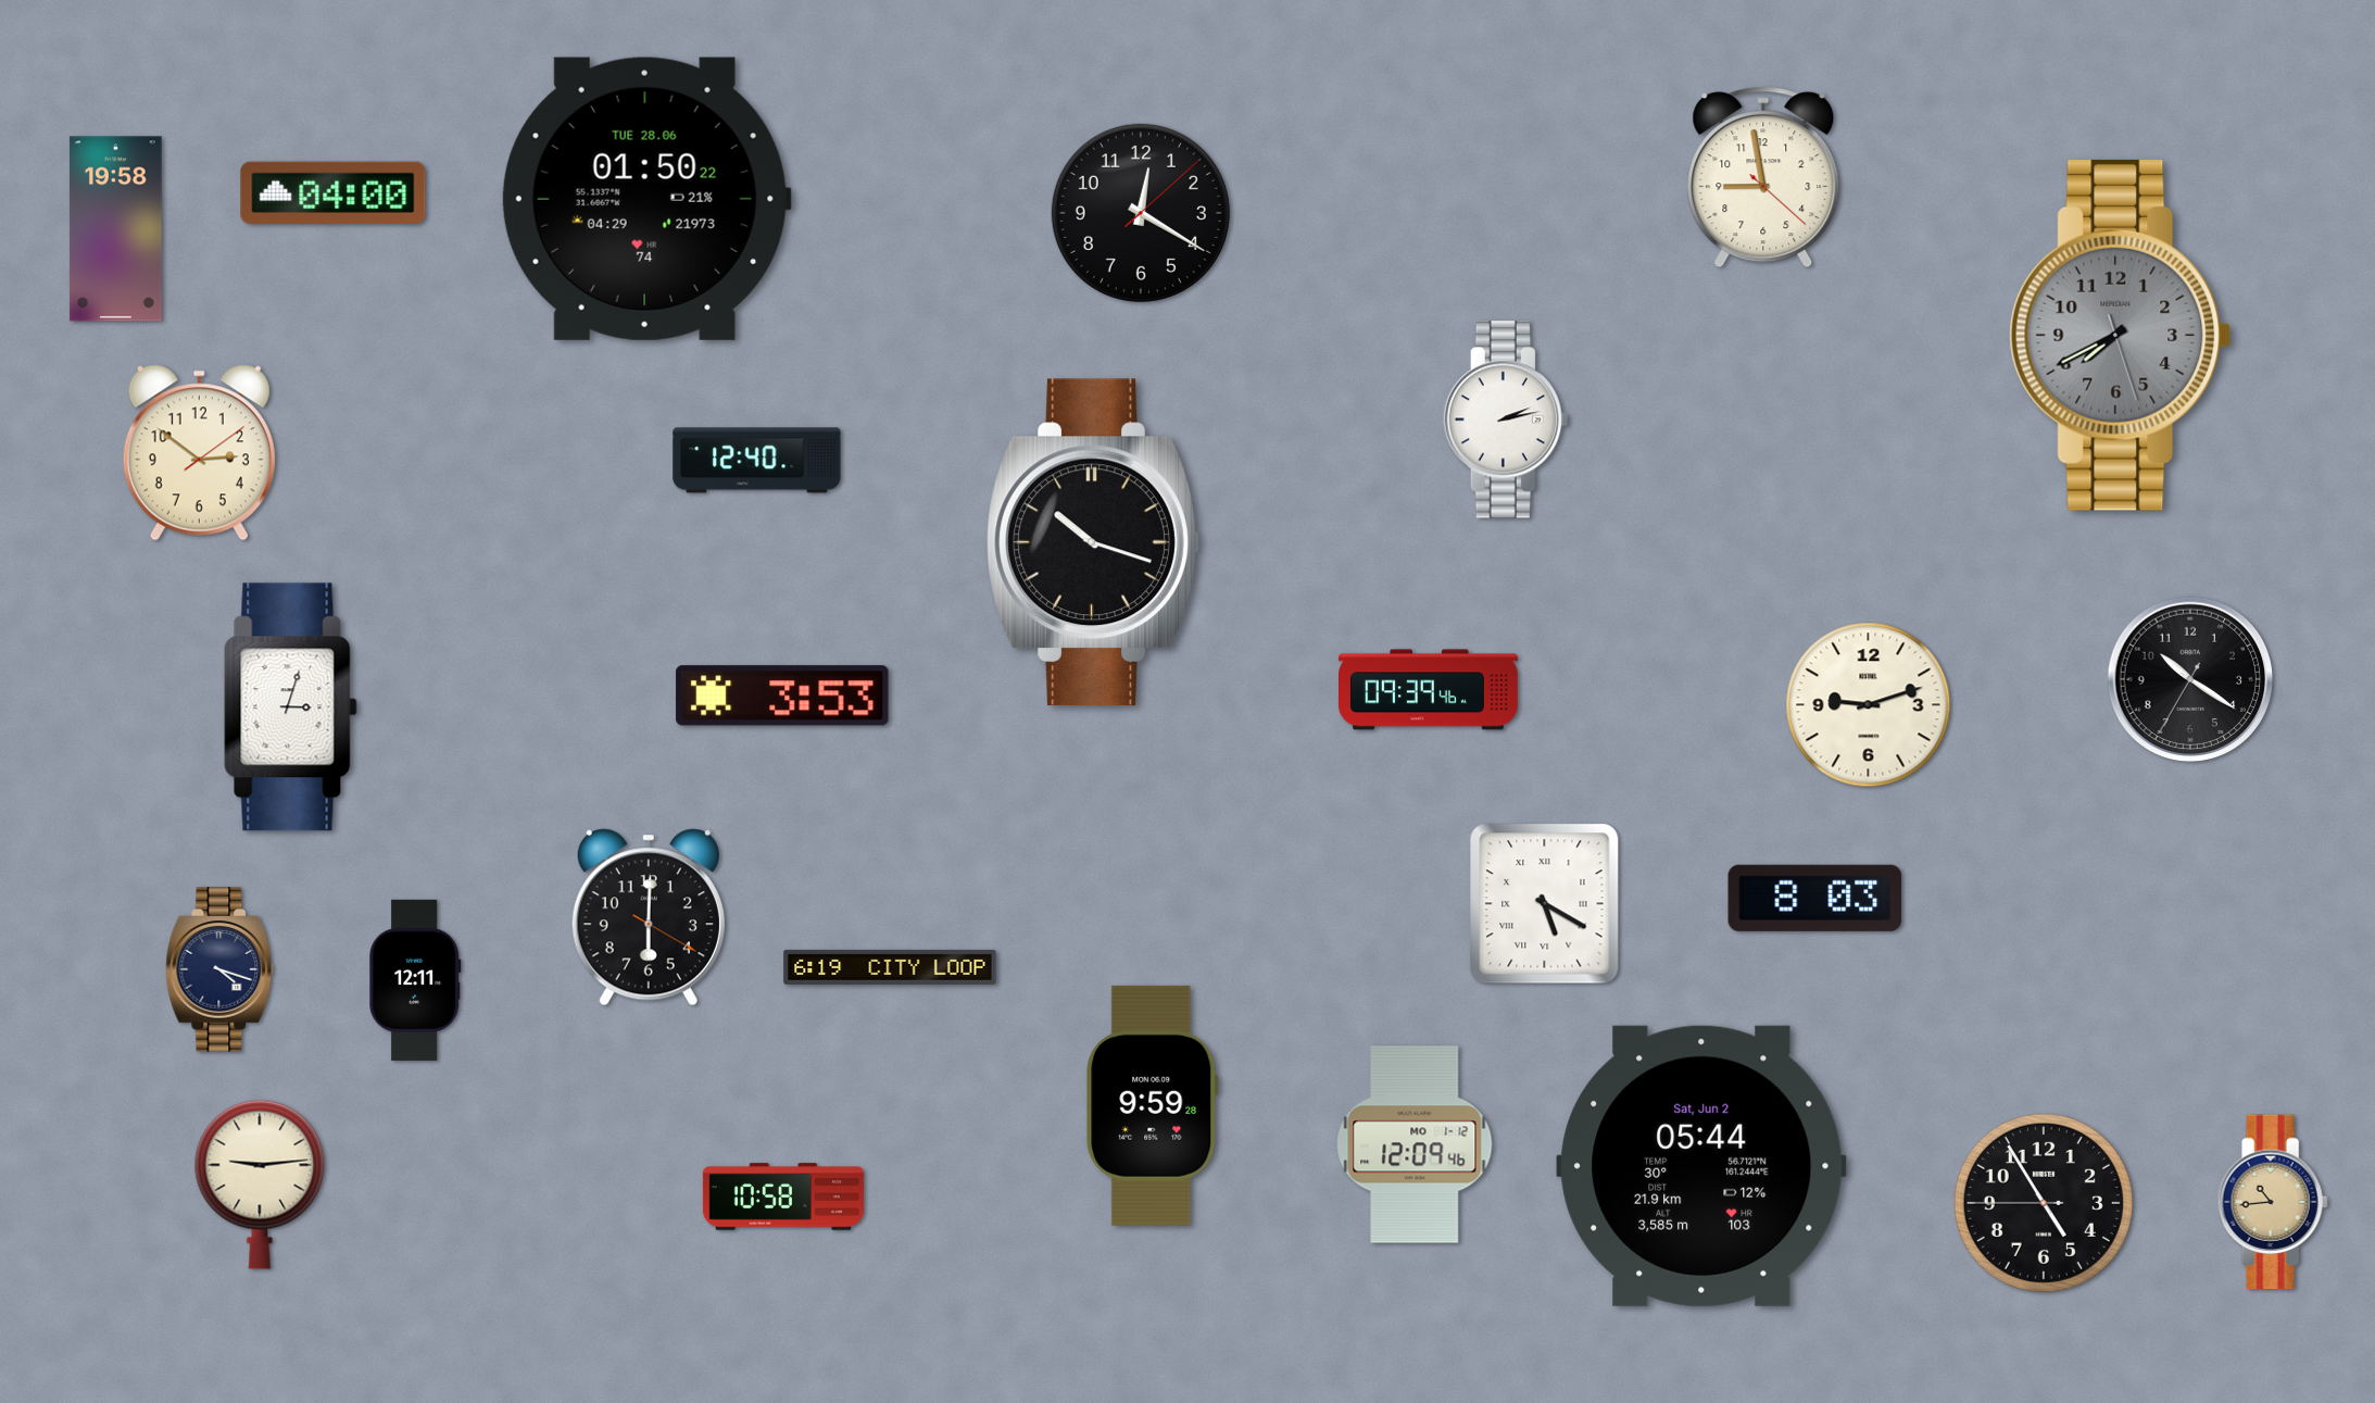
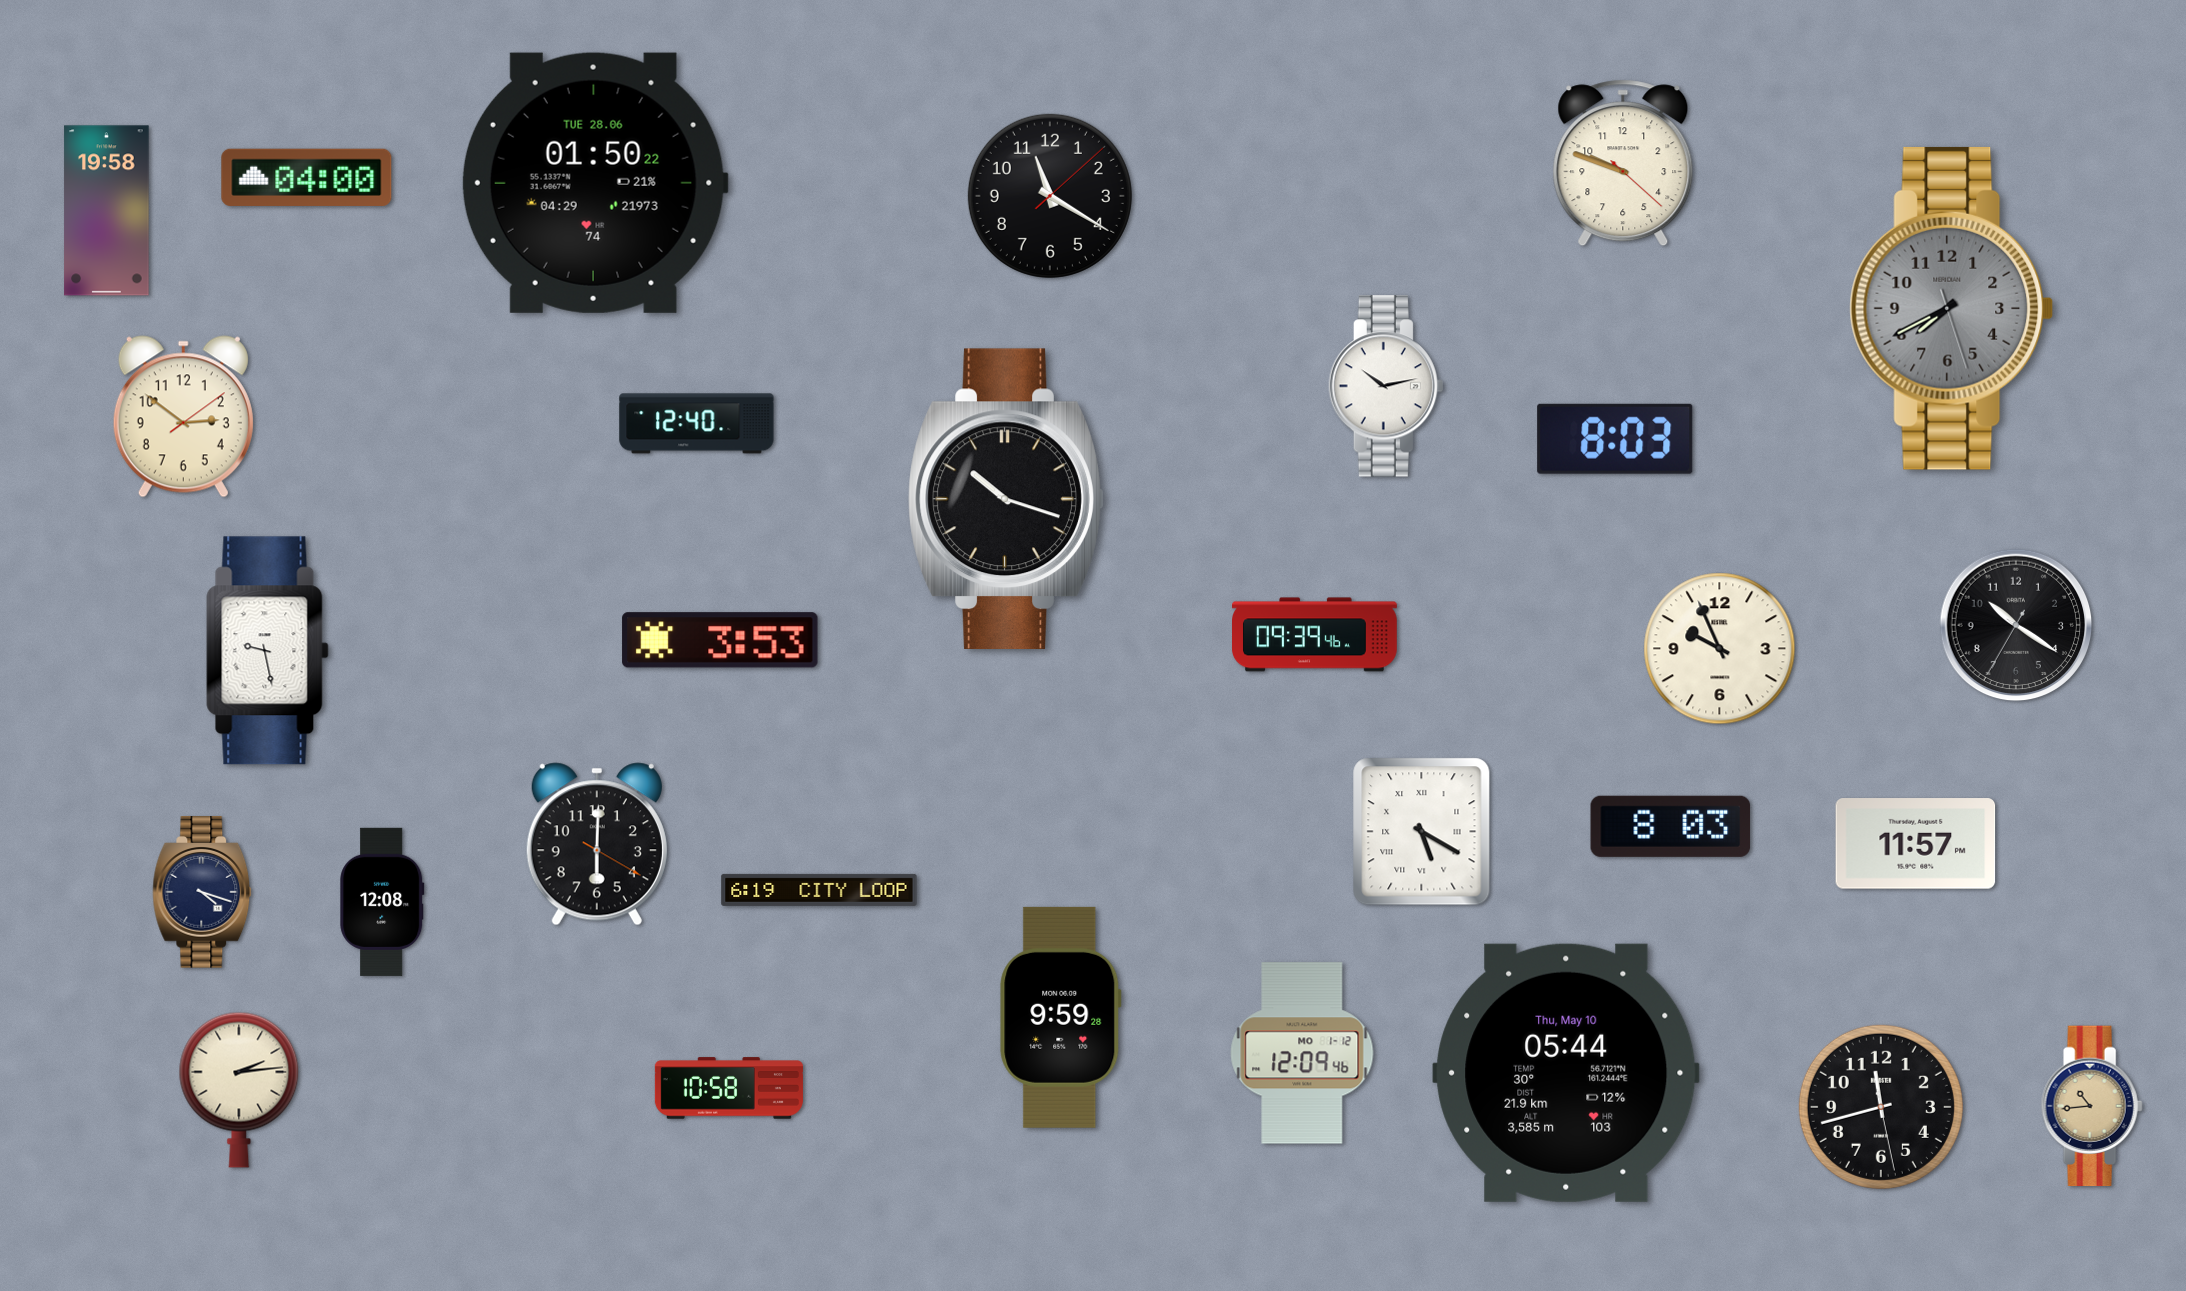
clock at (1763, 177): 8:58 -> 9:48
clock at (1141, 213): 12:20 -> 11:20
clock at (1506, 419): 2:13 -> 10:13
clock at (1615, 439): none -> 8:03
clock at (1869, 705): 9:12 -> 9:56
clock at (291, 707): 3:03 -> 9:28
clock at (1916, 844): none -> 11:57
clock at (415, 980): 12:11 -> 12:08
clock at (1701, 1166) date: Sat, Jun 2 -> Thu, May 10
clock at (260, 1185): 9:14 -> 2:14
clock at (783, 1197) position: (783, 1197) -> (729, 1088)
clock at (2044, 1203): 4:54 -> 11:42
